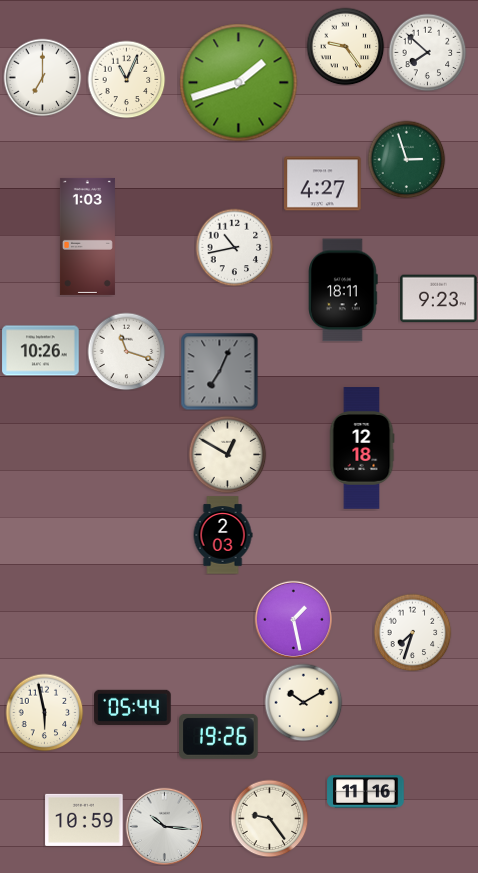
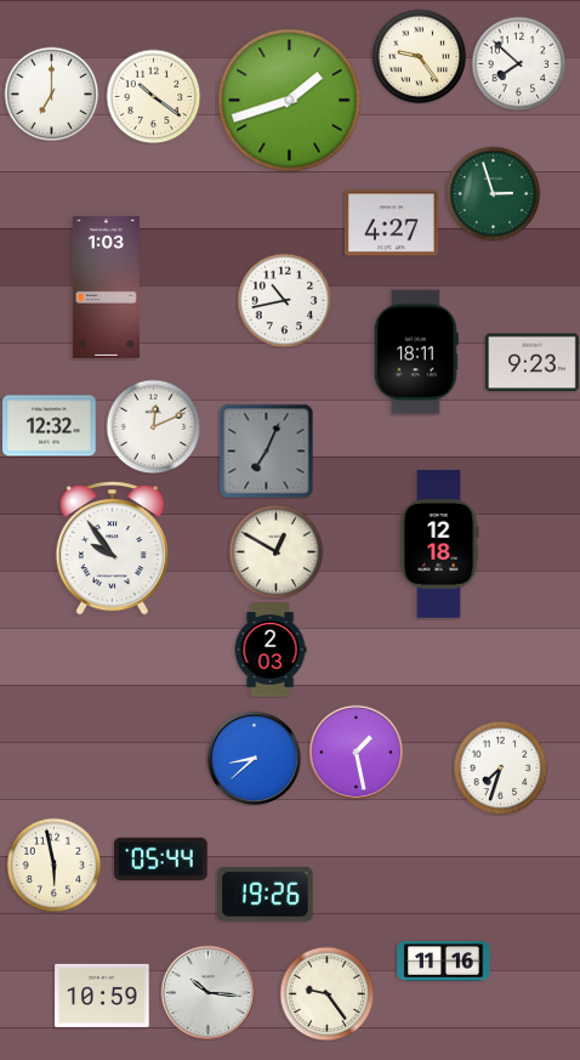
clock at (126, 79): 11:04 -> 10:21
clock at (41, 351): 10:26 -> 12:32
clock at (126, 351): 11:18 -> 12:11
clock at (112, 549): none -> 9:54
clock at (254, 758): none -> 8:38
clock at (303, 702): 10:10 -> none
clock at (164, 826) position: (164, 826) -> (207, 992)
